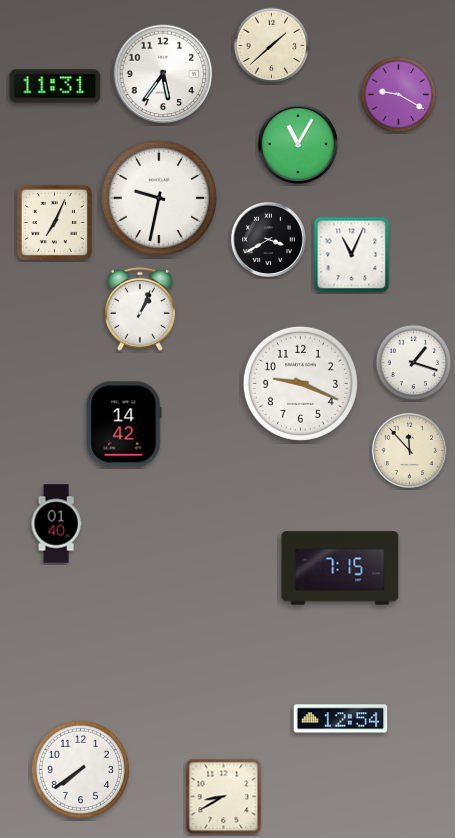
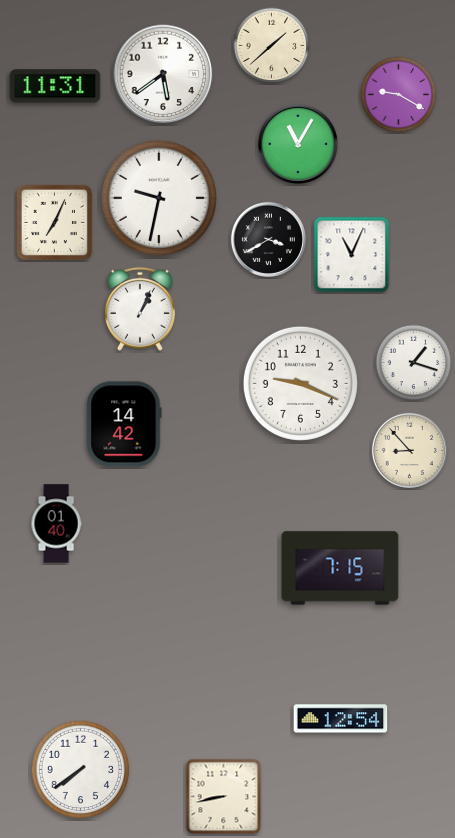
clock at (163, 74): 5:36 -> 5:39
clock at (409, 450): 11:53 -> 8:53
clock at (224, 797): 8:40 -> 8:43
